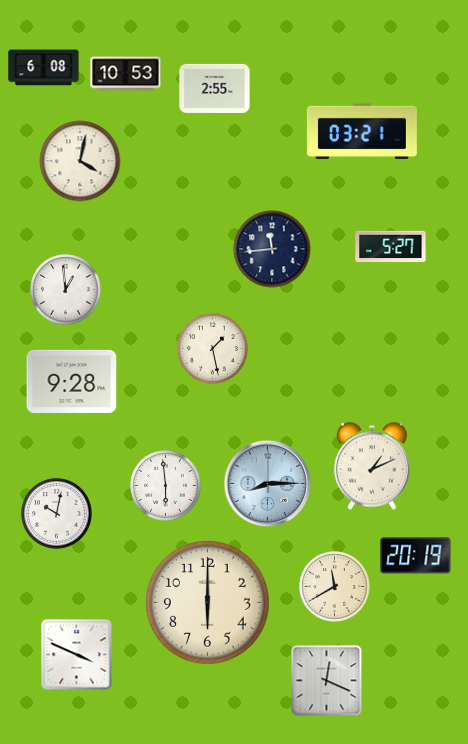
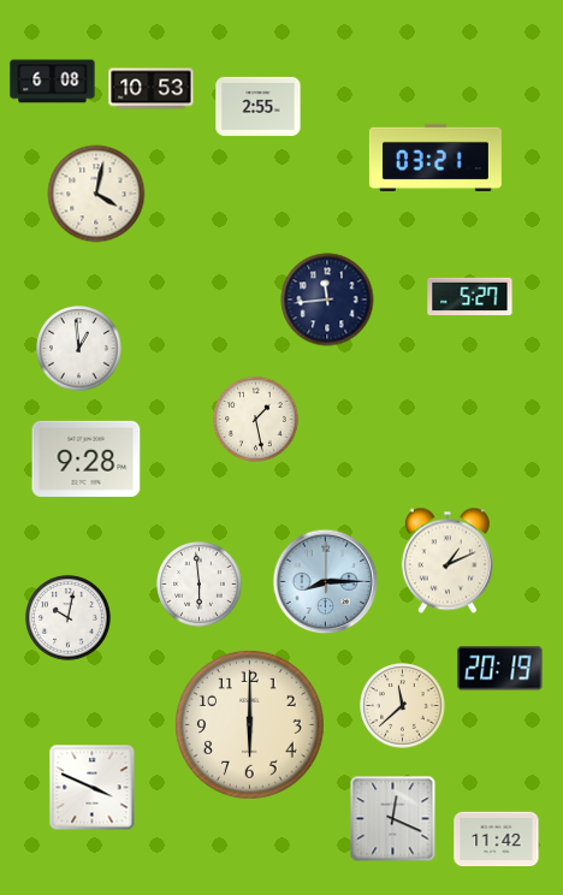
clock at (268, 484) position: (268, 484) -> (326, 582)
clock at (335, 587): 11:40 -> 11:38
clock at (497, 840): none -> 11:42
